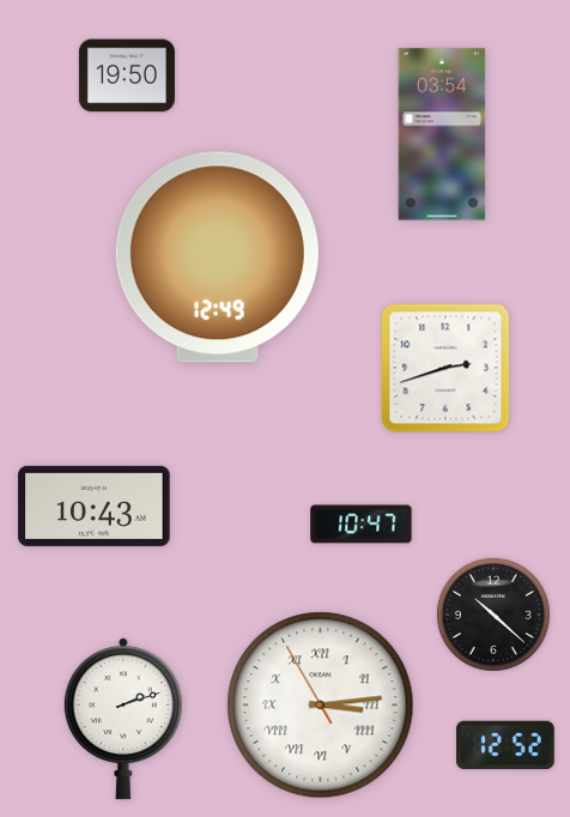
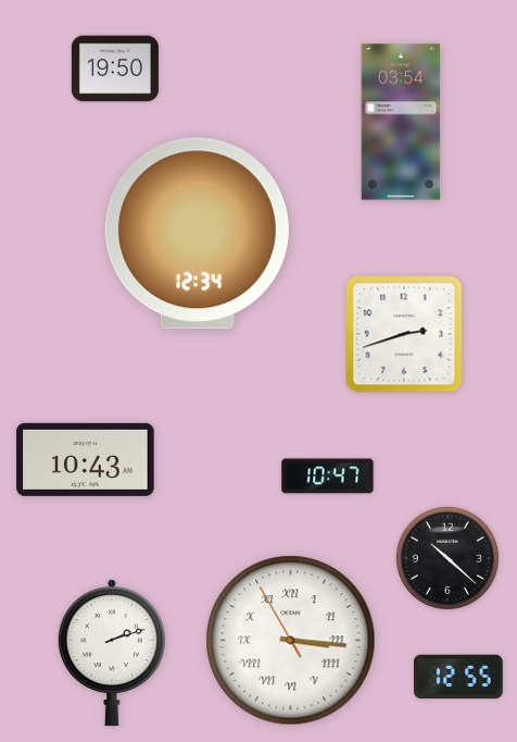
clock at (217, 258): 12:49 -> 12:34
clock at (321, 706): 3:13 -> 3:15
clock at (507, 745): 12:52 -> 12:55
